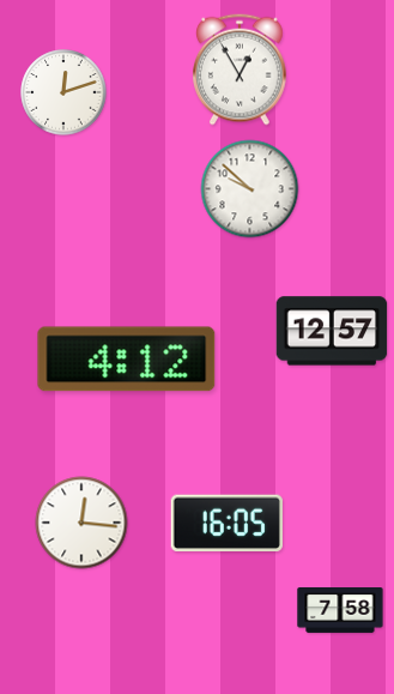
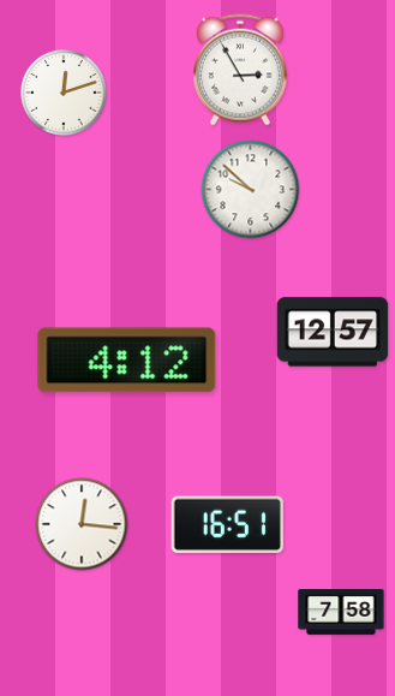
clock at (241, 70): 12:55 -> 2:55
clock at (226, 523): 16:05 -> 16:51
